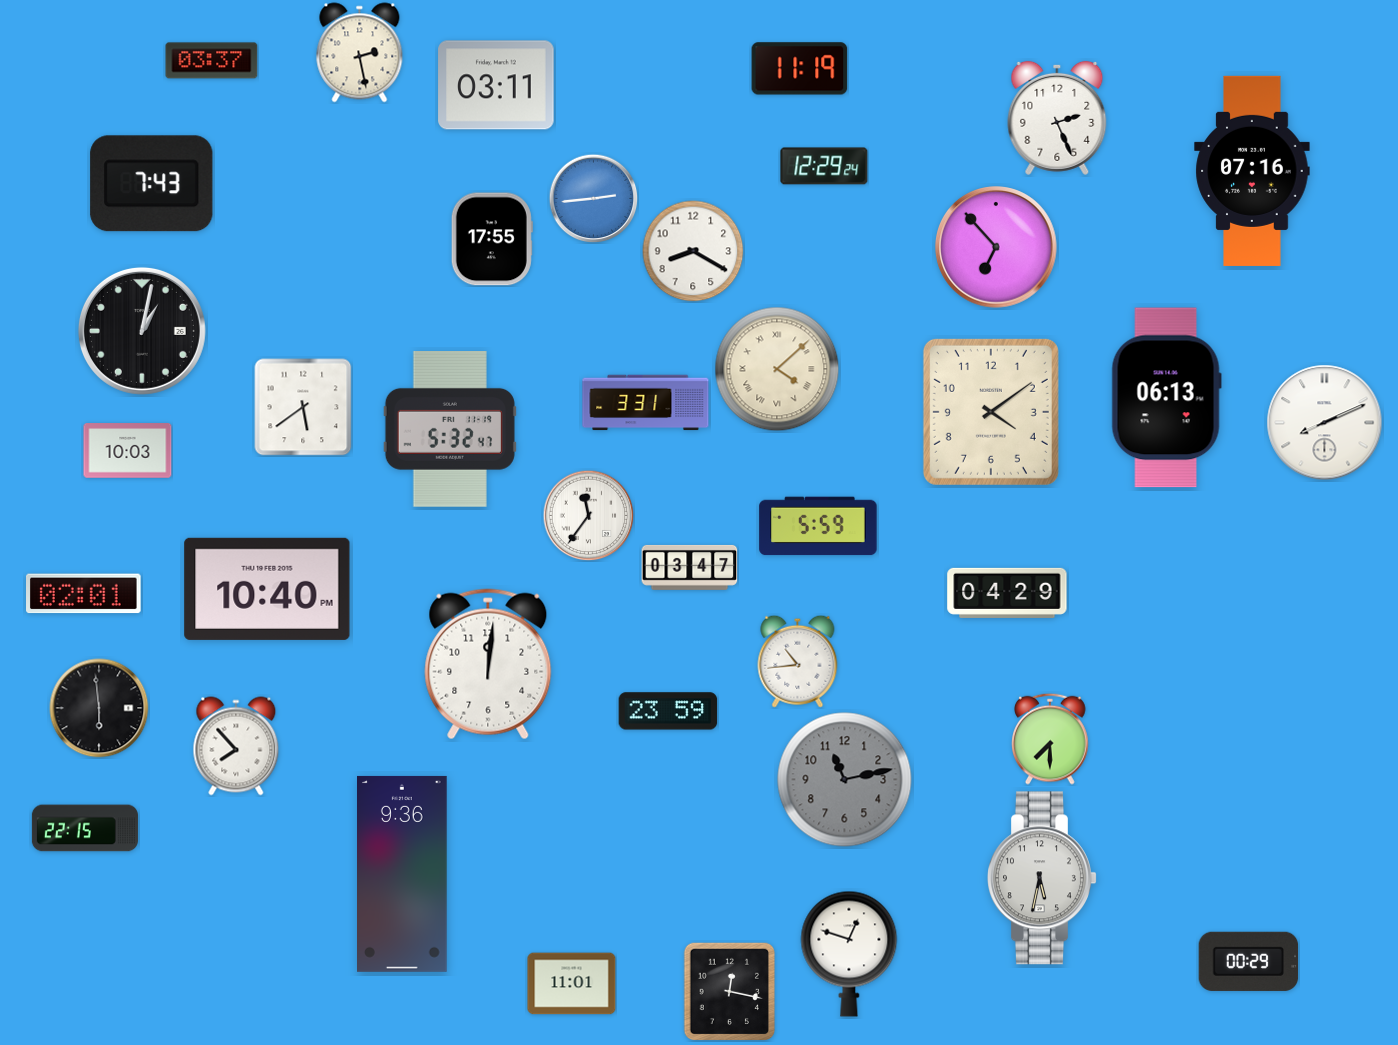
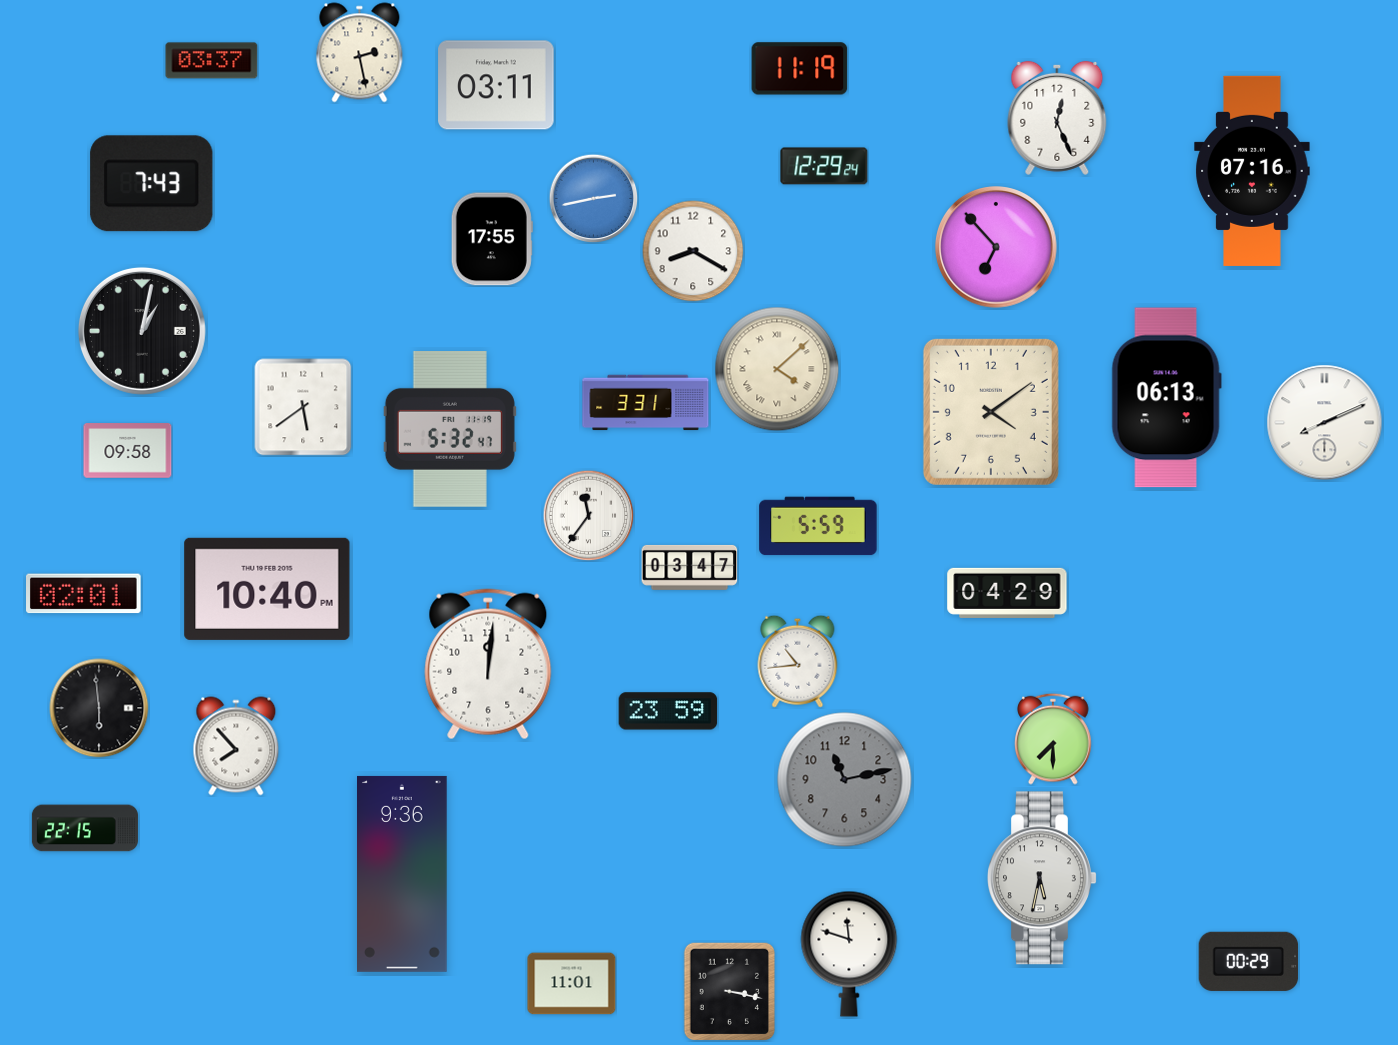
clock at (1057, 118): 2:26 -> 12:26
clock at (593, 198): 2:44 -> 2:43
clock at (128, 451): 10:03 -> 09:58
clock at (1050, 739) position: (1050, 739) -> (1053, 739)
clock at (849, 954): 12:48 -> 11:48
clock at (730, 991): 12:17 -> 3:17
